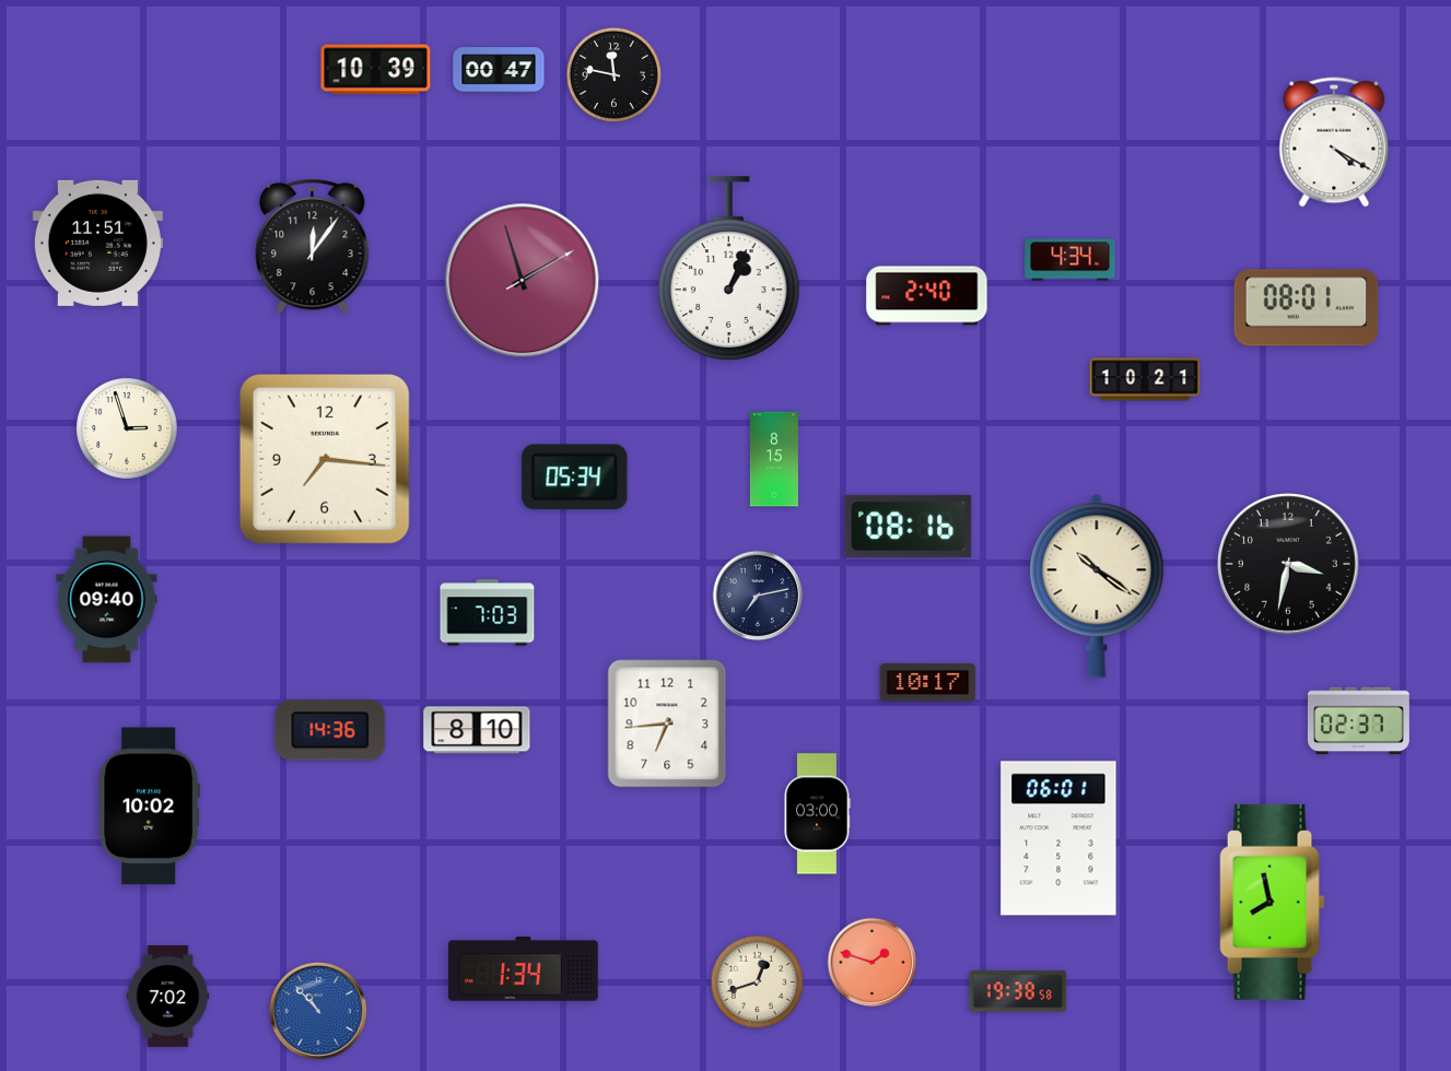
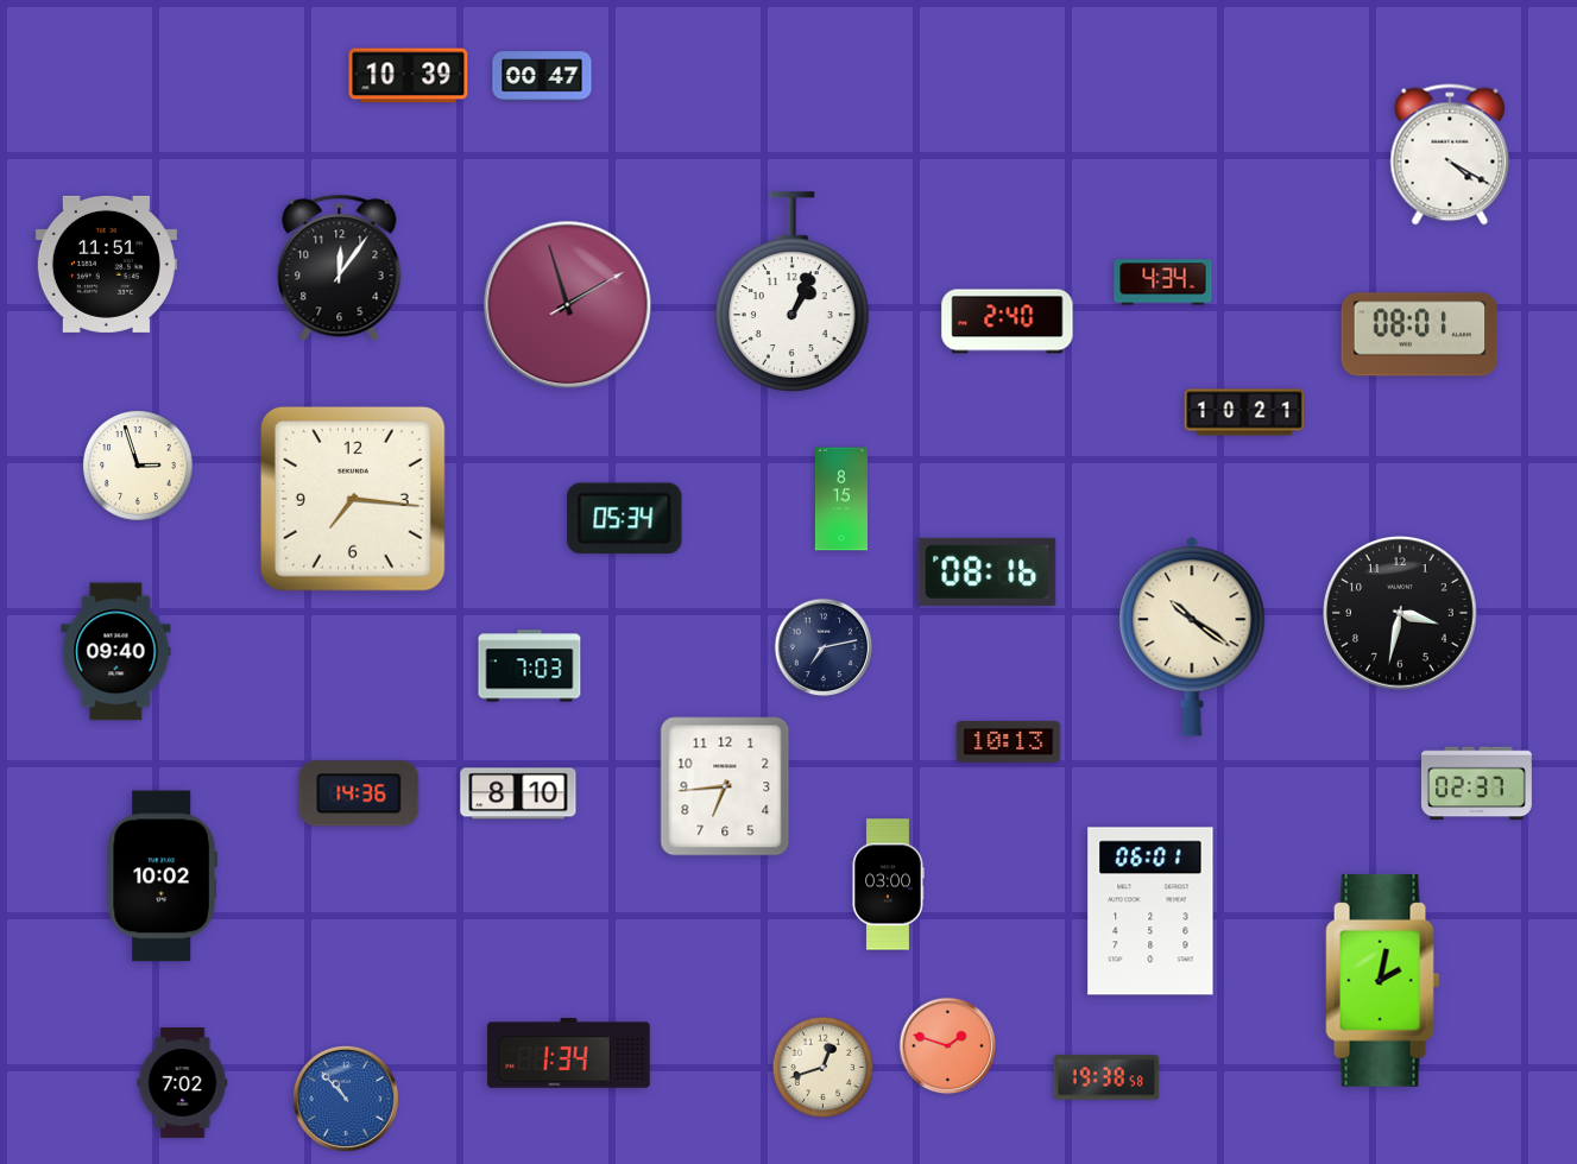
clock at (613, 74): 11:47 -> none
clock at (928, 683): 10:17 -> 10:13
clock at (1273, 902): 7:58 -> 2:02
